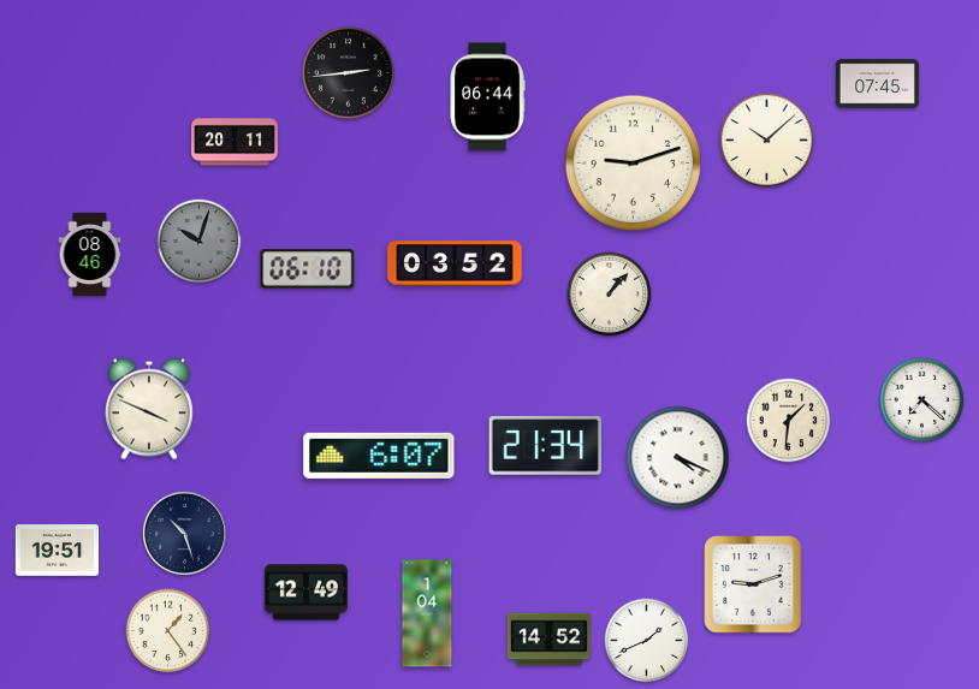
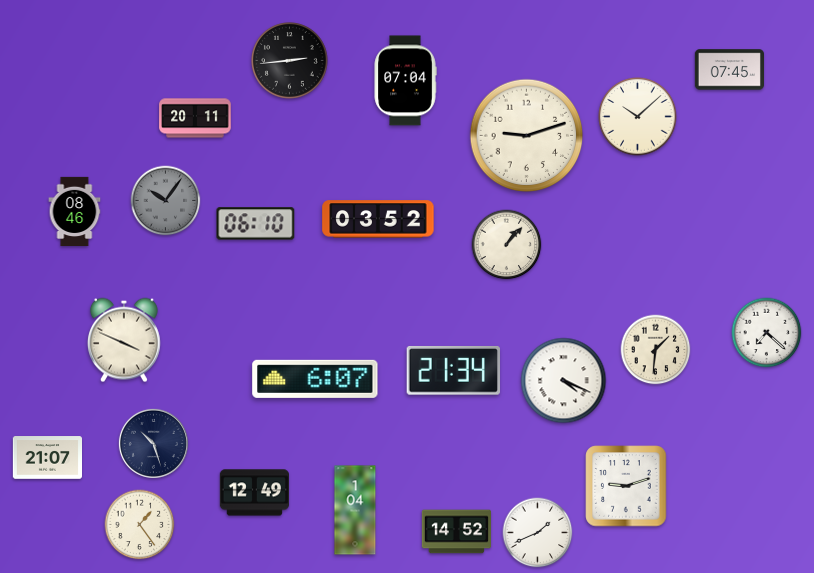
clock at (487, 97): 06:44 -> 07:04
clock at (200, 242): 10:03 -> 10:06
clock at (57, 551): 19:51 -> 21:07
